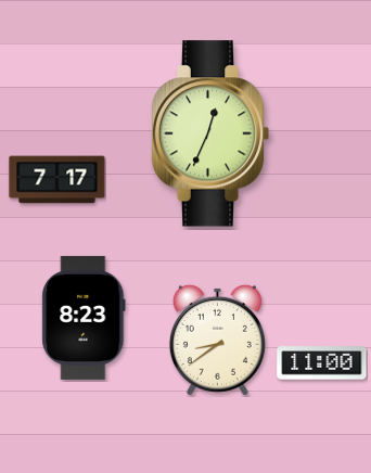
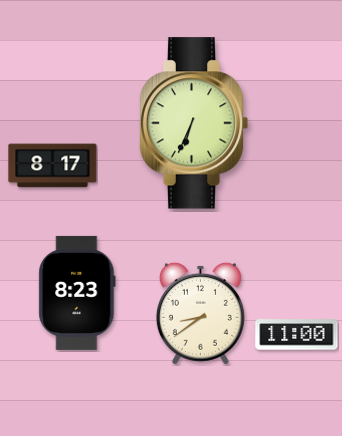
clock at (210, 133): 12:34 -> 6:34
clock at (57, 180): 7:17 -> 8:17
